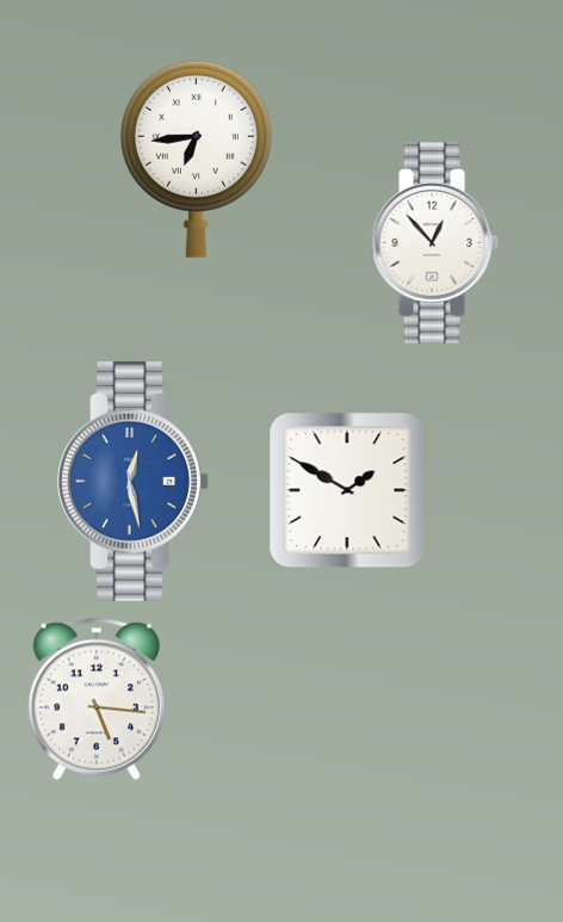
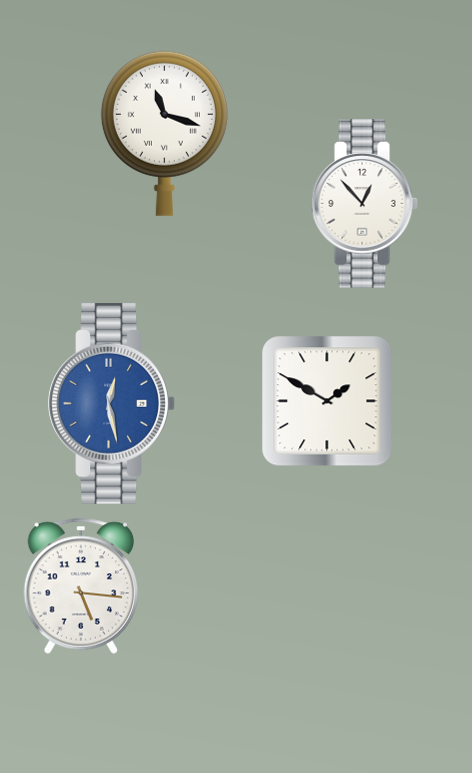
clock at (196, 159): 6:44 -> 11:18
clock at (347, 490) position: (347, 490) -> (327, 401)
